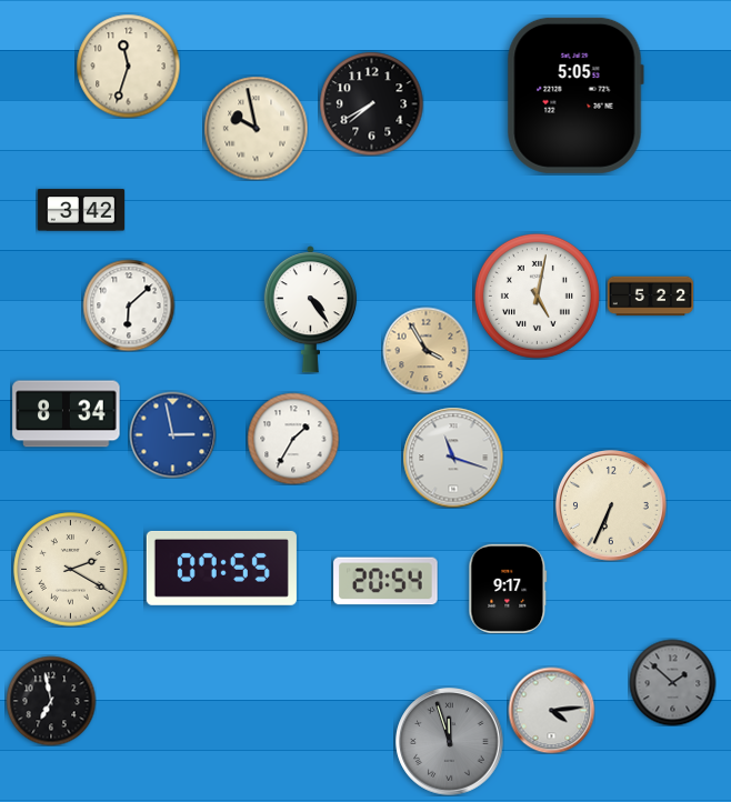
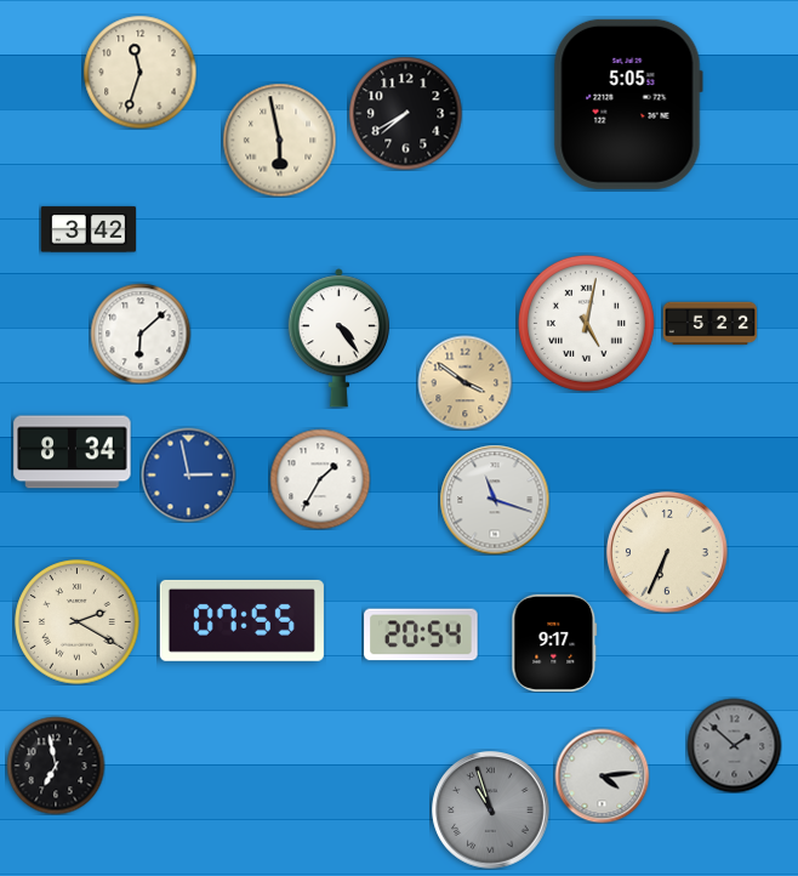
clock at (256, 128): 9:58 -> 5:58
clock at (425, 350): 3:55 -> 3:51
clock at (450, 742): 11:57 -> 10:57
